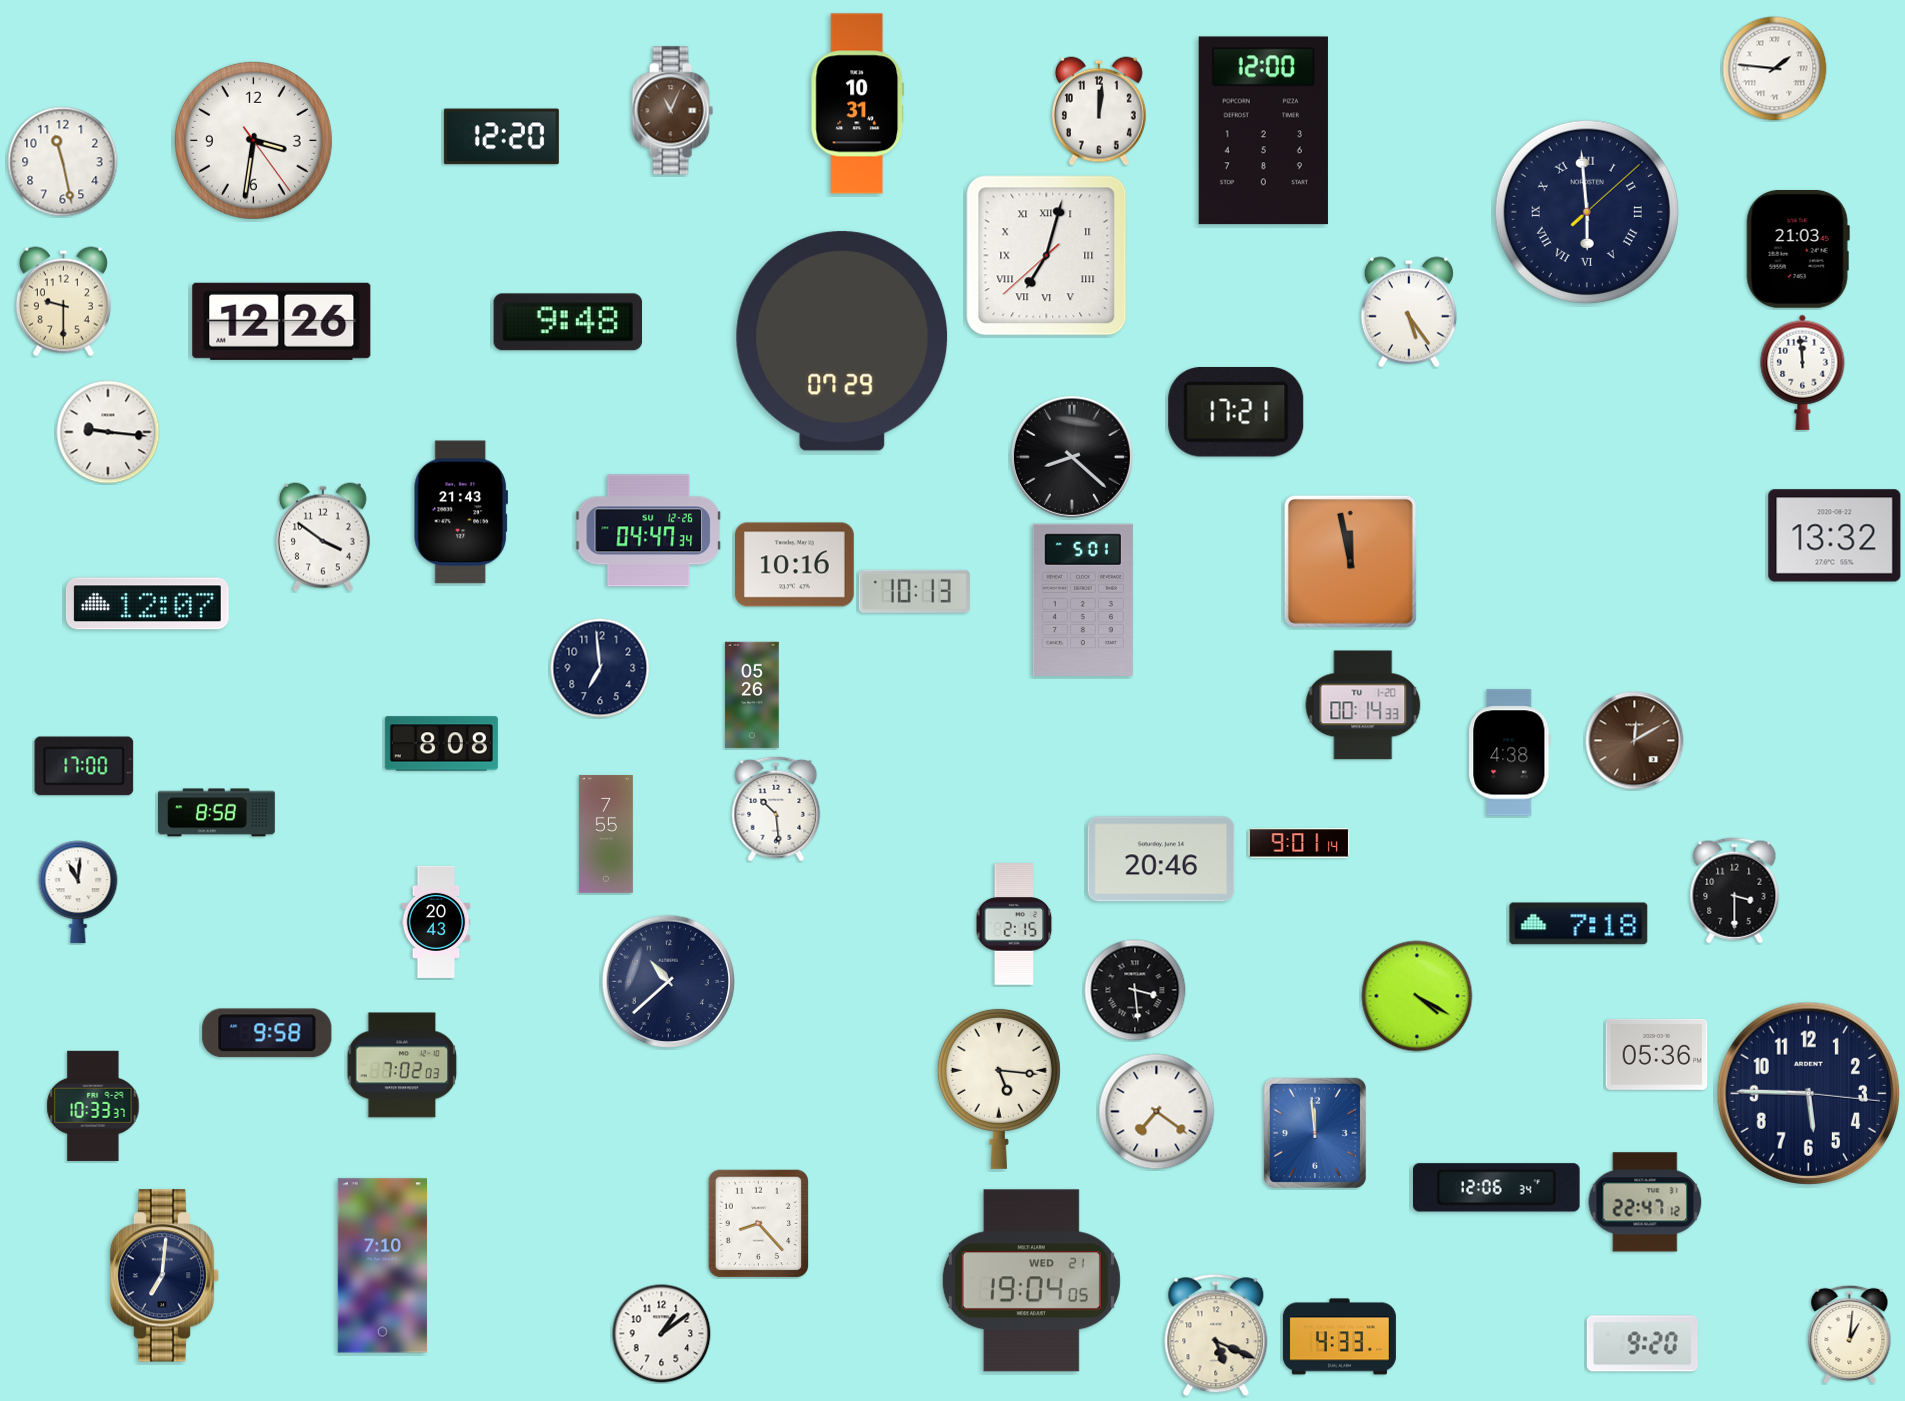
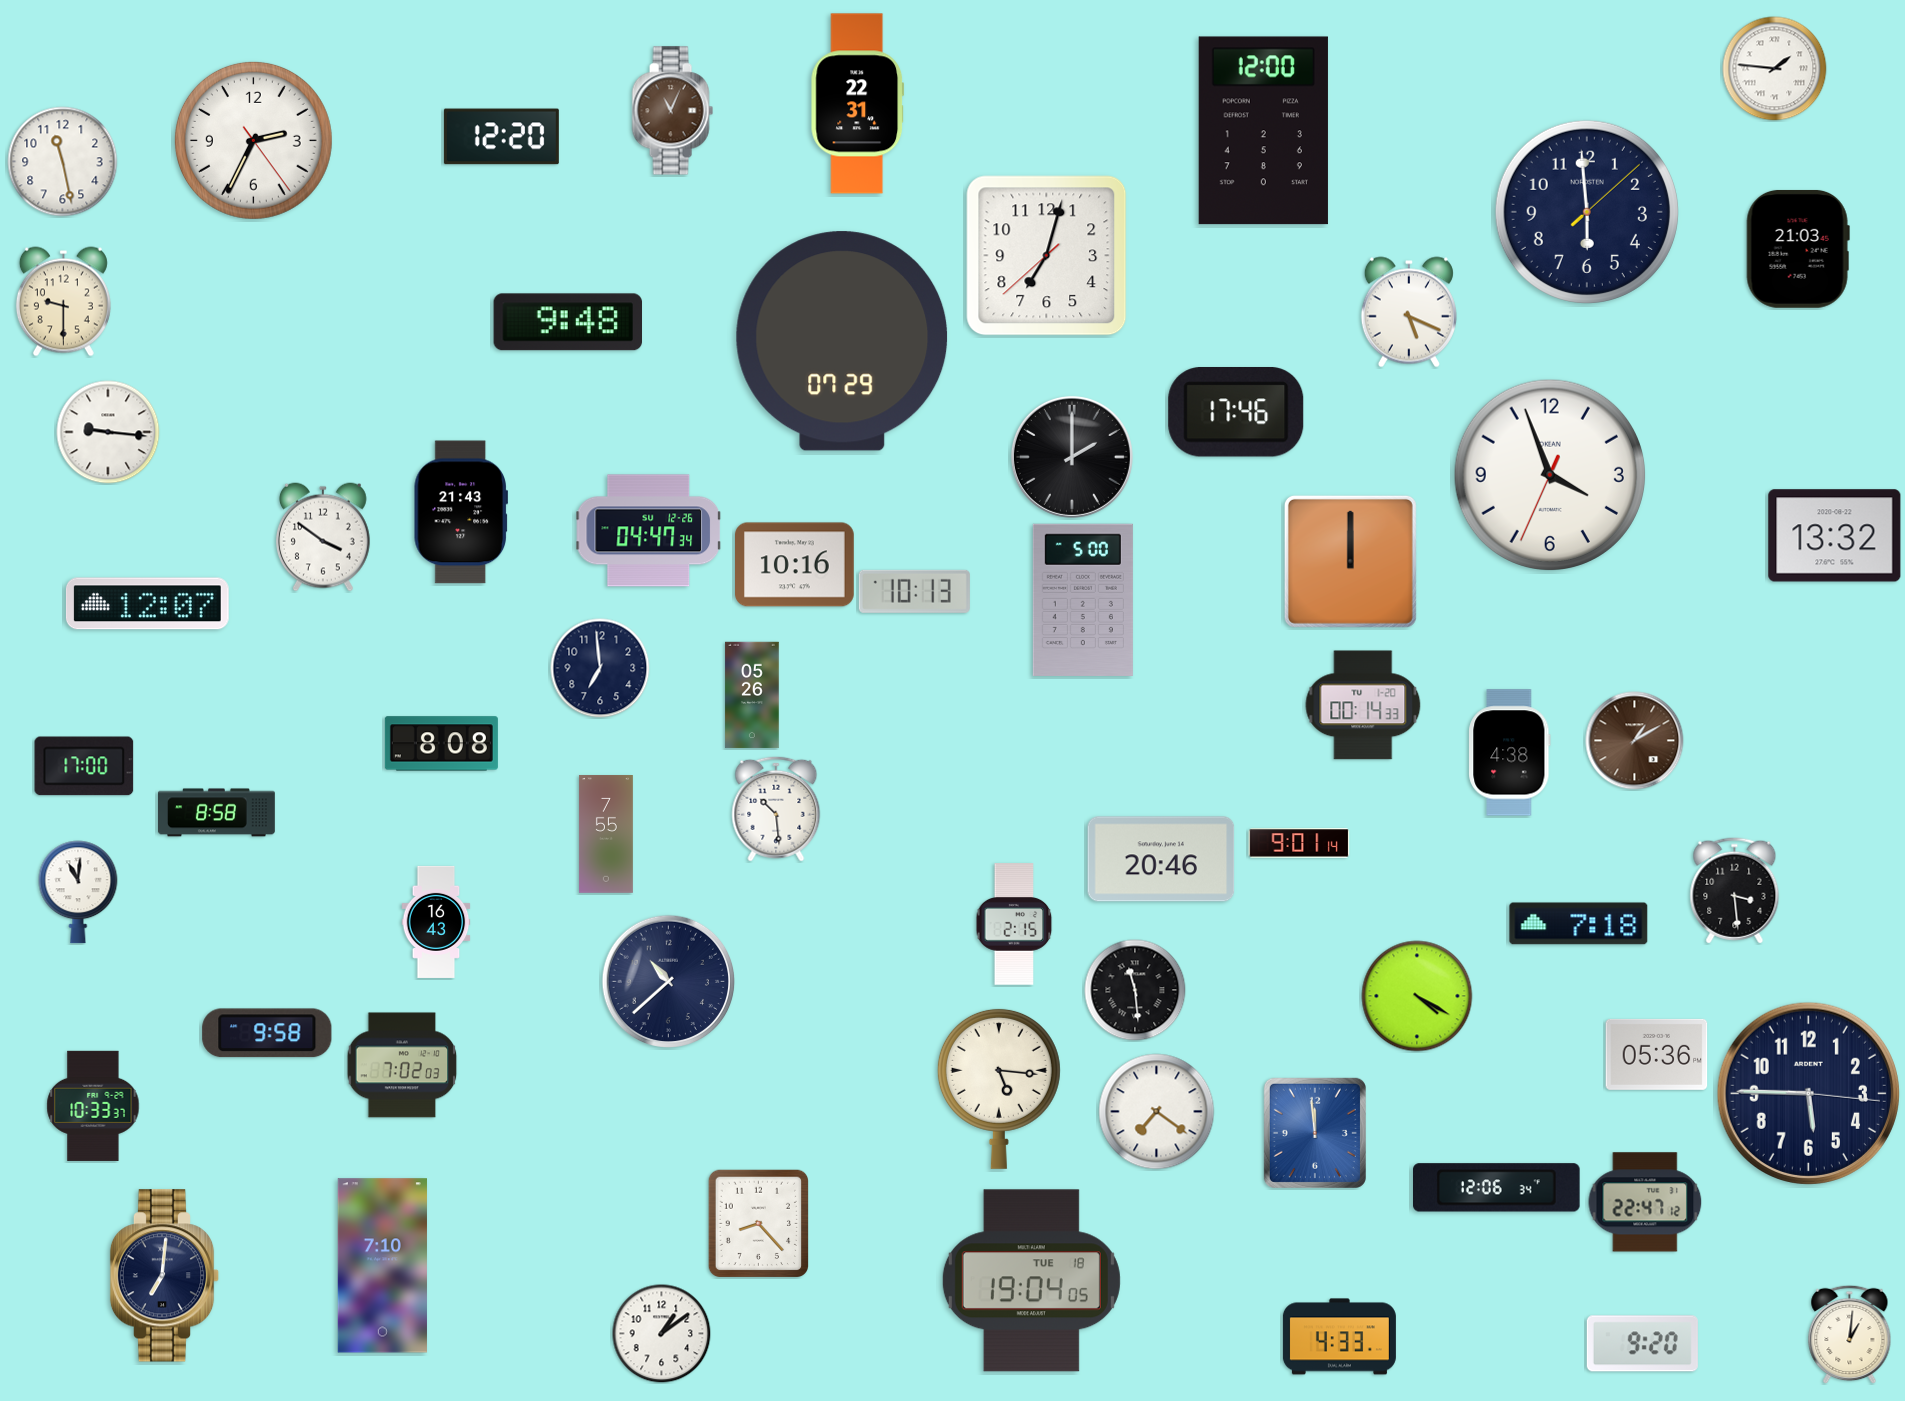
clock at (858, 104): 10:31 -> 22:31
clock at (1099, 111): 12:01 -> none
clock at (253, 140): 3:31 -> 2:34
clock at (1587, 212) numerals: Roman -> Arabic
clock at (1047, 256) numerals: Roman -> Arabic
clock at (1409, 312): 5:24 -> 5:19
clock at (282, 321): 12:26 -> none
clock at (1803, 372): 11:59 -> none
clock at (1236, 413): 17:21 -> 17:46
clock at (1072, 457): 8:22 -> 2:00
clock at (1549, 474): none -> 3:56
clock at (1350, 561): 11:58 -> 12:00
clock at (1083, 600): 5:01 -> 5:00
clock at (1635, 741): 12:10 -> 1:10
clock at (1735, 891): 3:30 -> 3:29
clock at (436, 922): 20:43 -> 16:43
clock at (1135, 990): 3:29 -> 11:29
clock at (1031, 1281) date: WED 21 -> TUE 18
clock at (1216, 1335): 5:19 -> none
